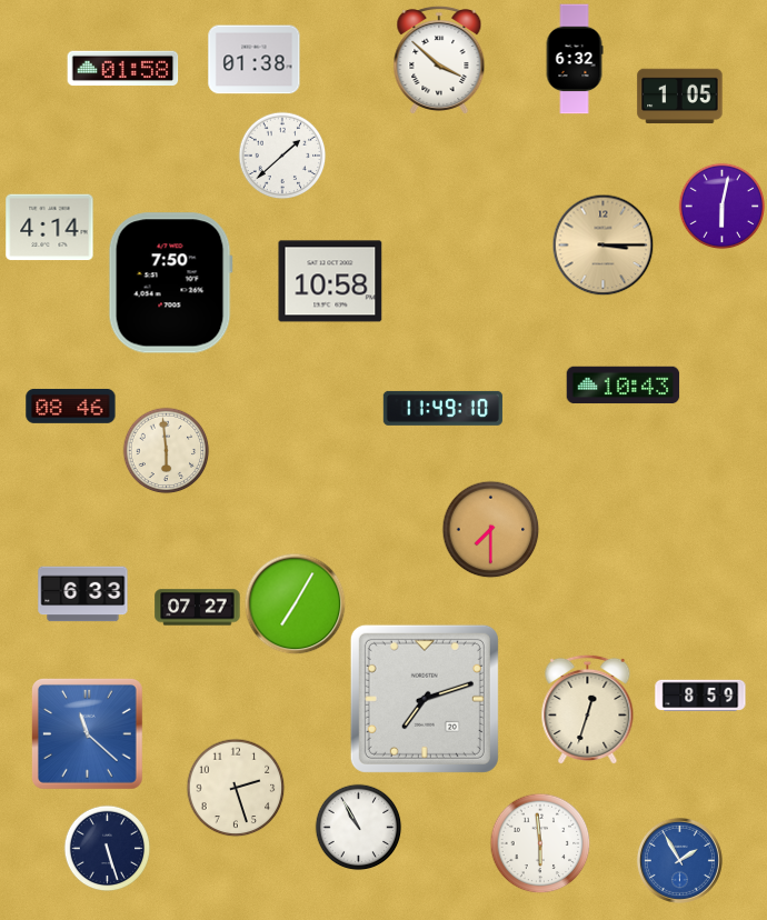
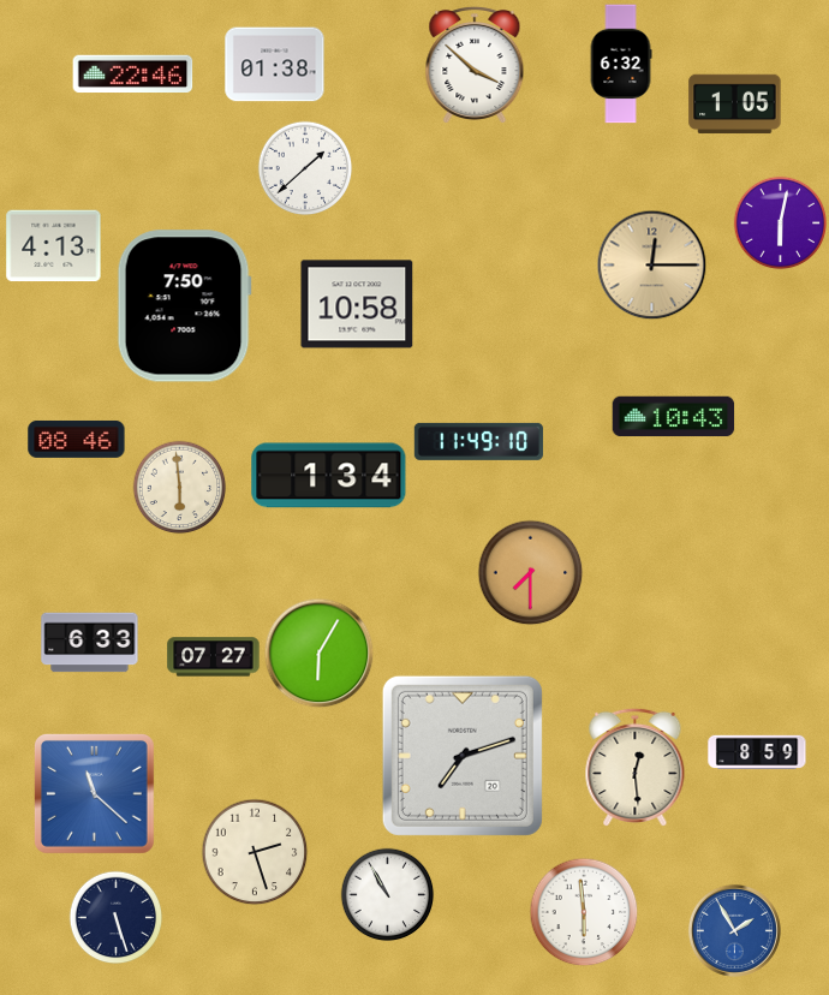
clock at (123, 69): 01:58 -> 22:46
clock at (50, 228): 4:14 -> 4:13
clock at (602, 244): 3:15 -> 12:15
clock at (329, 476): none -> 1:34
clock at (295, 603): 7:05 -> 6:05
clock at (425, 699) position: (425, 699) -> (463, 756)
clock at (588, 709): 12:33 -> 12:29
